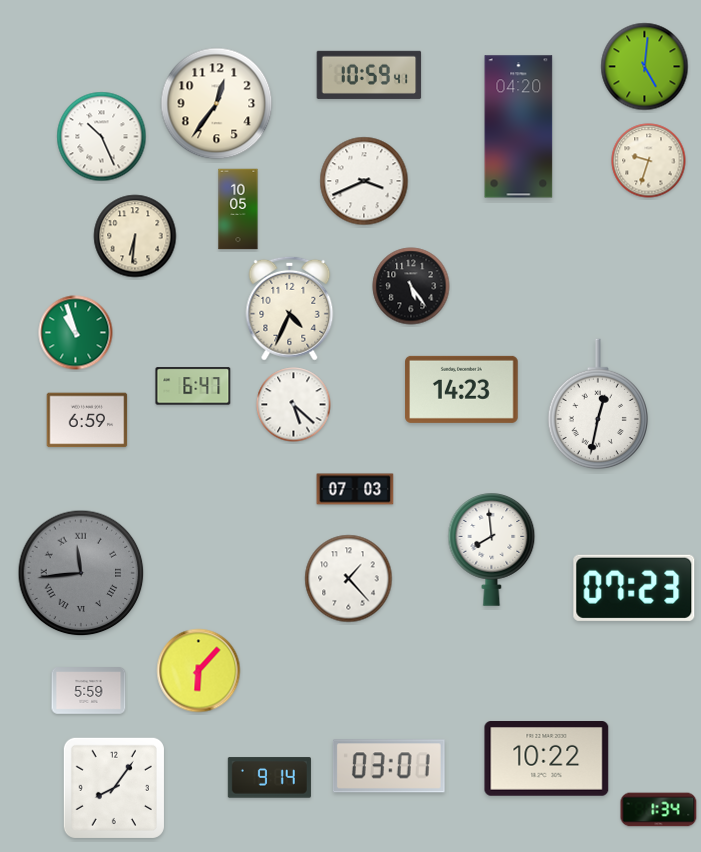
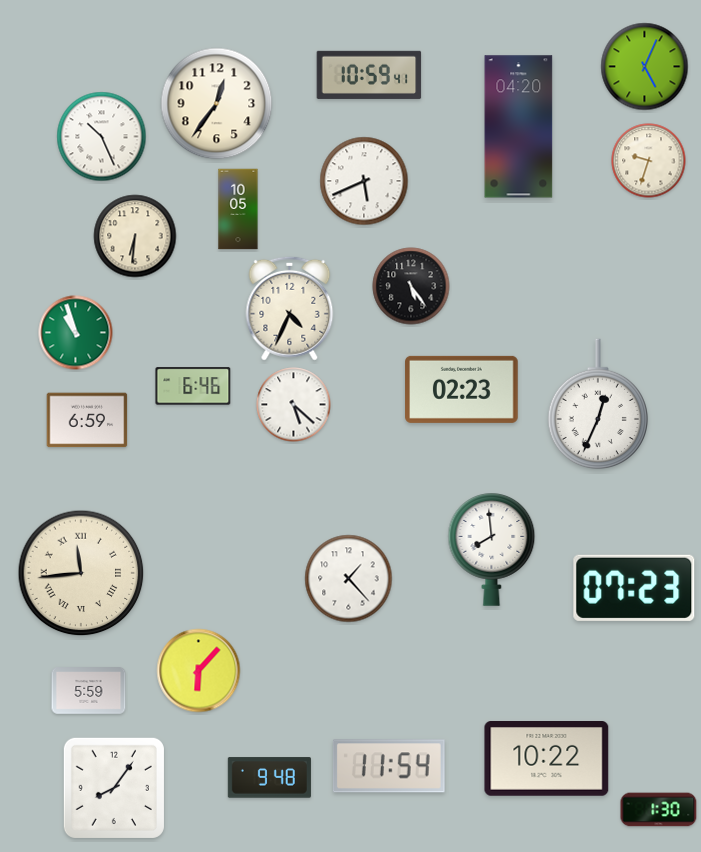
clock at (645, 67): 5:01 -> 5:04
clock at (364, 181): 3:41 -> 5:41
clock at (193, 386): 6:47 -> 6:46
clock at (462, 389): 14:23 -> 02:23
clock at (597, 404): 12:32 -> 12:34
clock at (355, 489): 07:03 -> none
clock at (81, 573) dial: grey -> cream
clock at (389, 766): 03:01 -> 11:54
clock at (269, 778): 9:14 -> 9:48
clock at (659, 810): 1:34 -> 1:30
